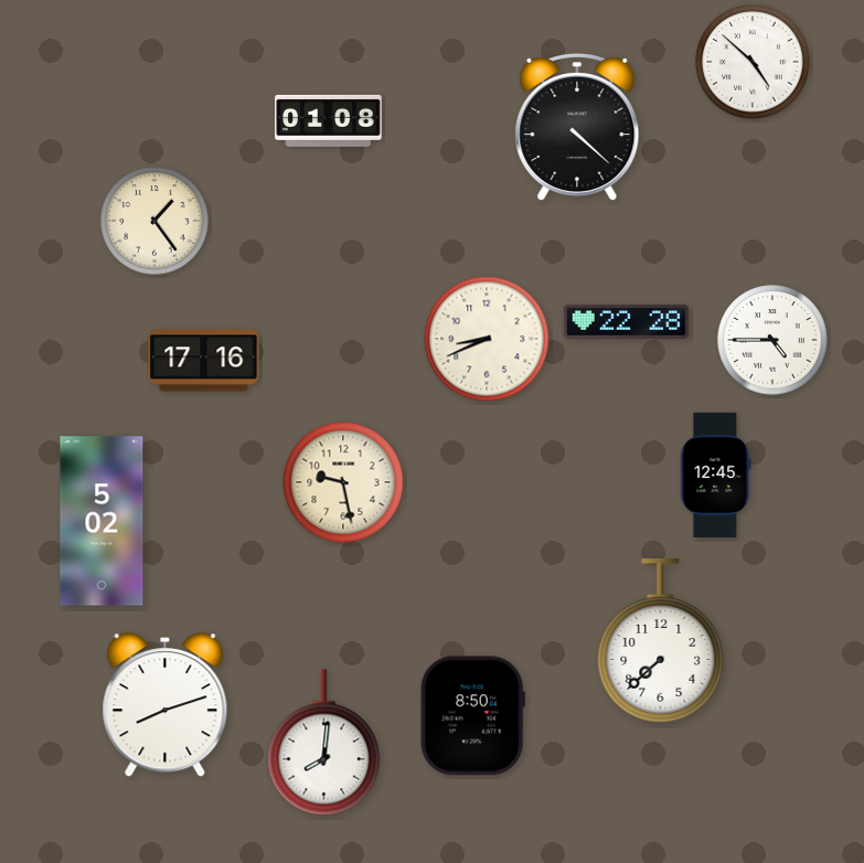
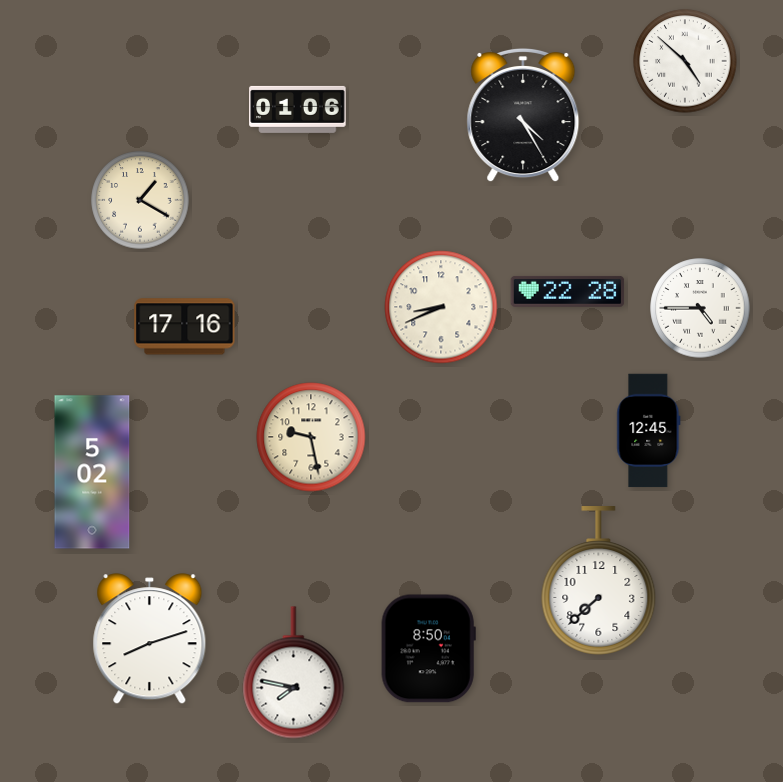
clock at (753, 62) position: (753, 62) -> (685, 61)
clock at (329, 120): 01:08 -> 01:06
clock at (577, 127): 4:22 -> 4:25
clock at (154, 221): 1:24 -> 1:20
clock at (324, 743): 8:01 -> 7:47
